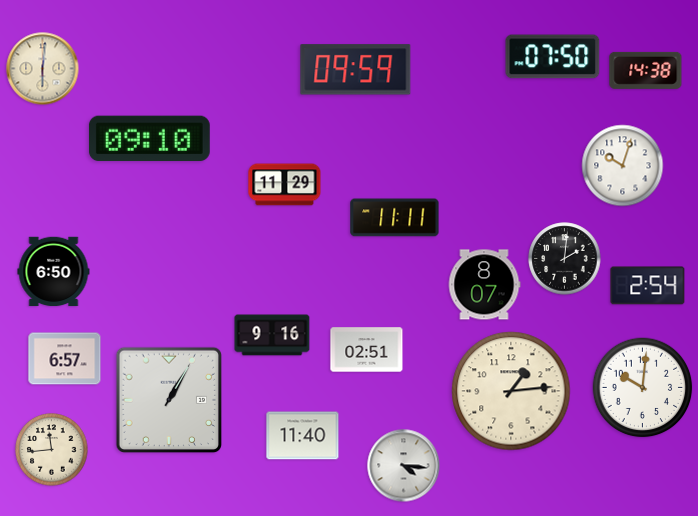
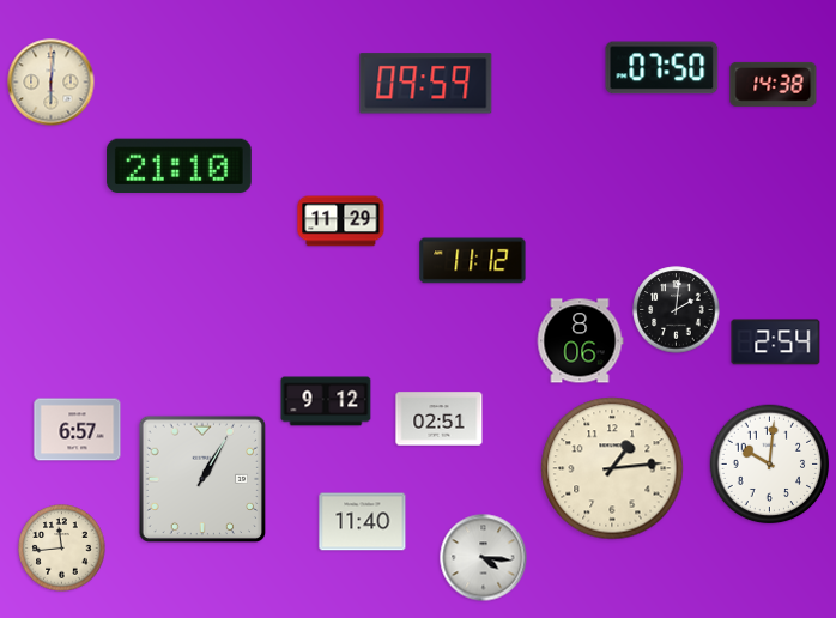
clock at (149, 139): 09:10 -> 21:10
clock at (623, 166): 10:03 -> none
clock at (395, 218): 11:11 -> 11:12
clock at (54, 272): 6:50 -> none
clock at (484, 285): 8:07 -> 8:06
clock at (272, 335): 9:16 -> 9:12
clock at (52, 450) position: (52, 450) -> (62, 549)
